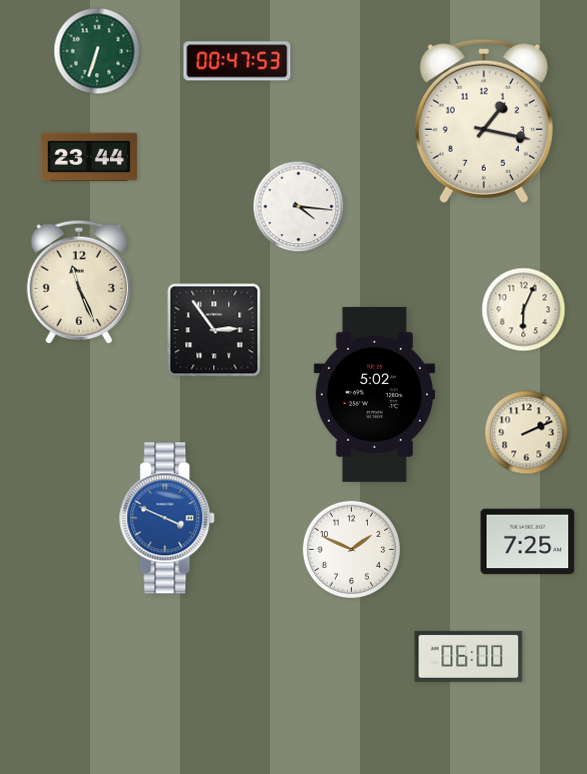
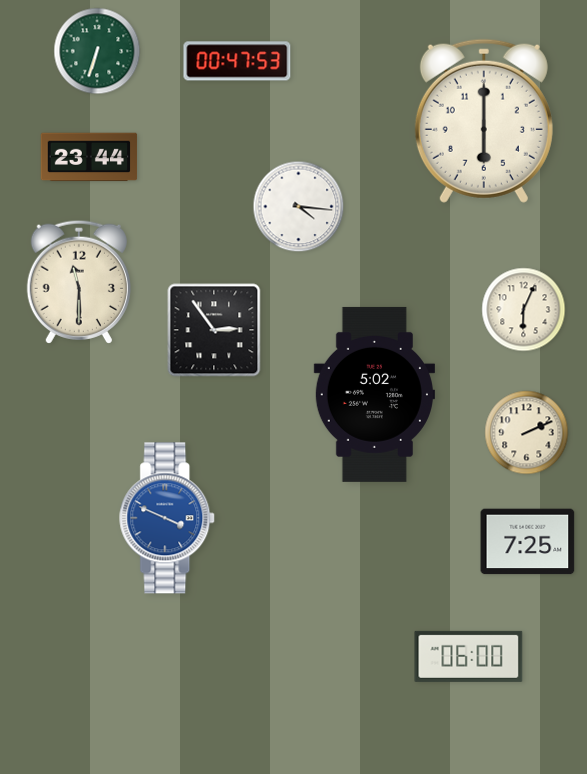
clock at (484, 121): 1:17 -> 6:00
clock at (79, 282): 11:26 -> 11:30
clock at (351, 549): 1:49 -> none
